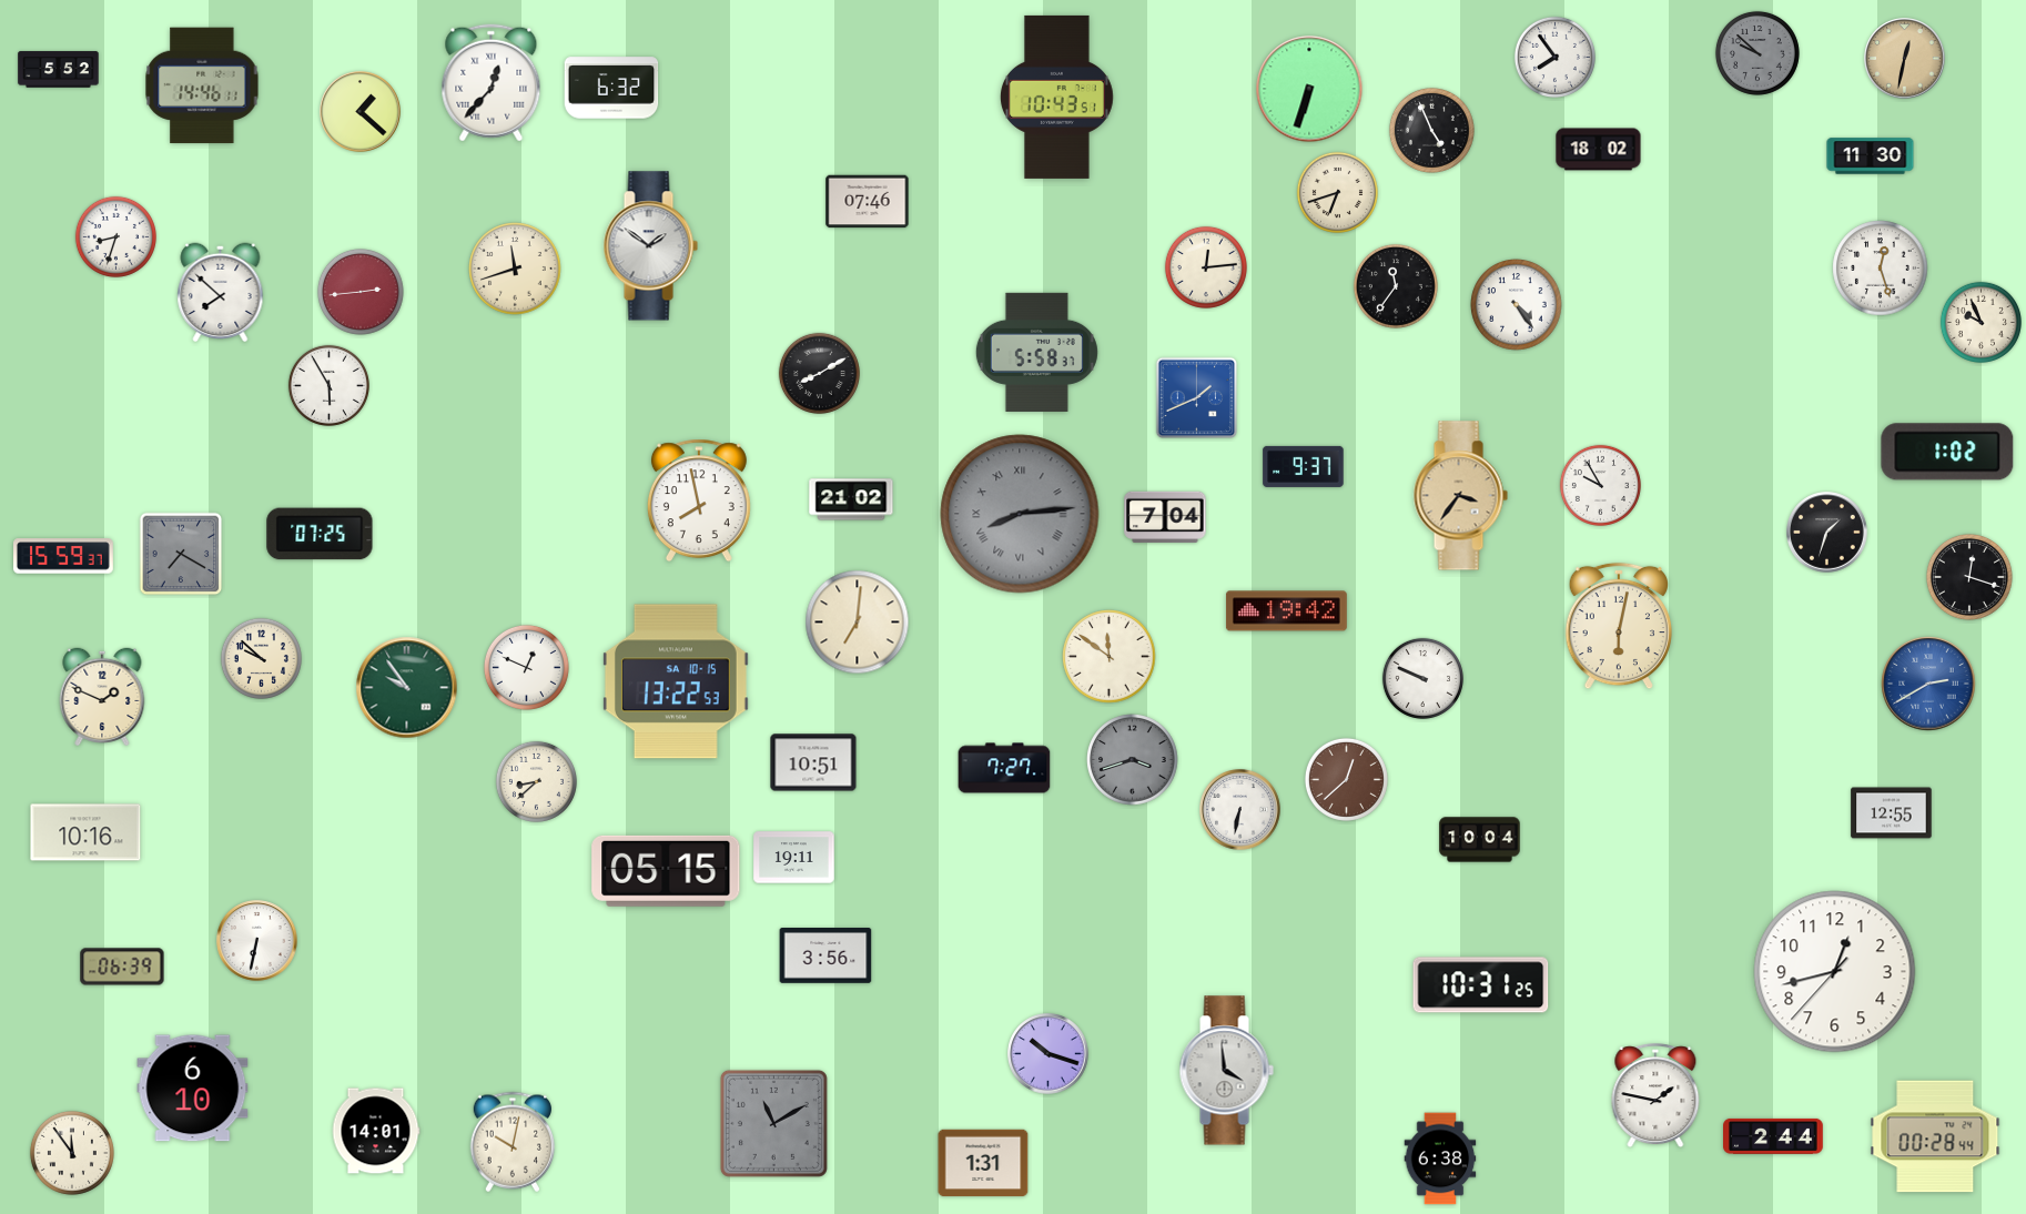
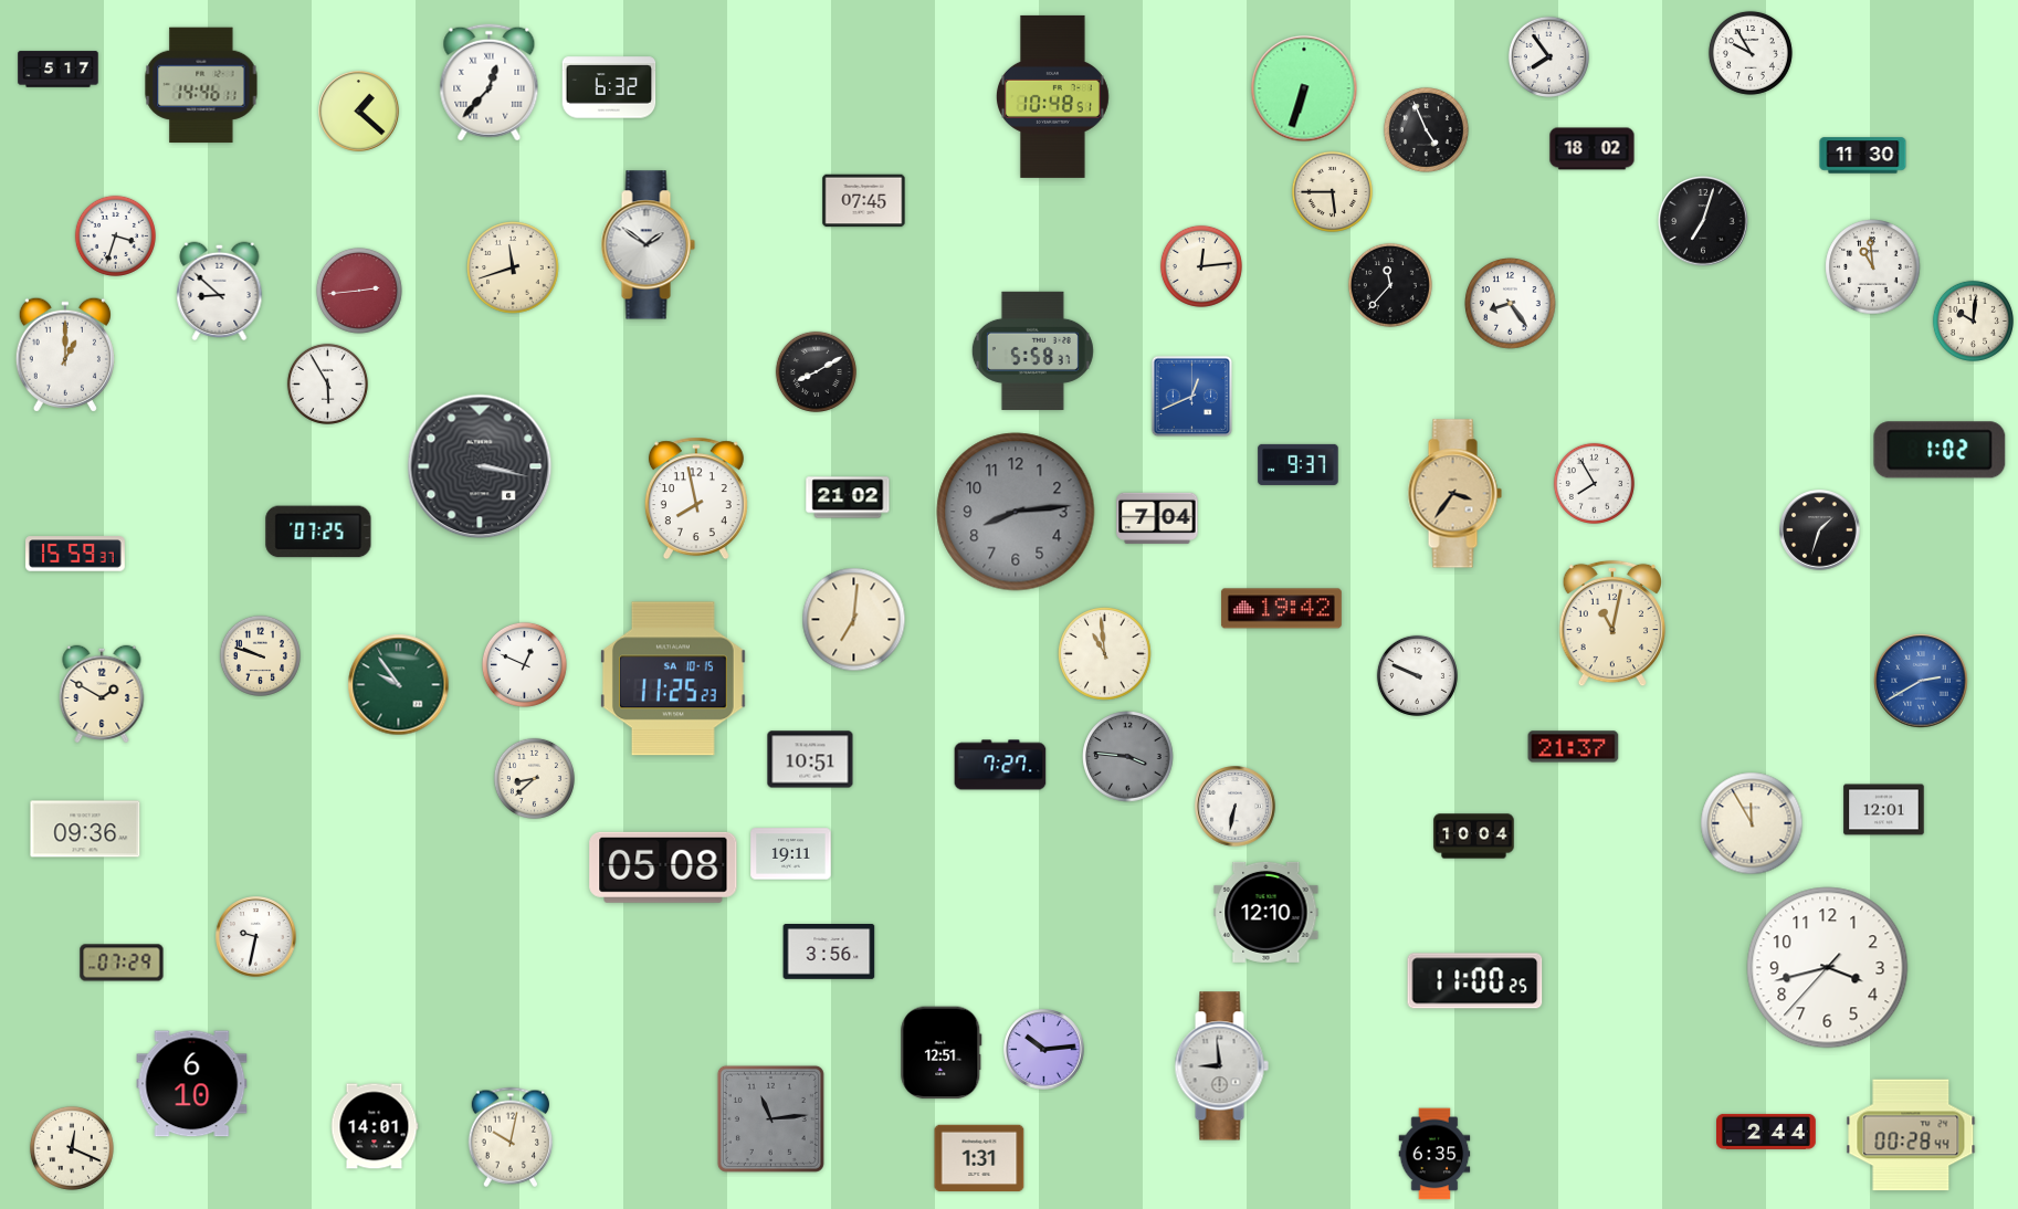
clock at (1757, 53): 9:52 -> 9:55
clock at (1757, 53) dial: grey -> white
clock at (1905, 59): 12:32 -> none
clock at (59, 70): 5:52 -> 5:17
clock at (1056, 97): 10:43 -> 10:48
clock at (1337, 192): 6:42 -> 5:45
clock at (868, 202): 07:46 -> 07:45
clock at (1703, 221): none -> 7:03
clock at (115, 236): 8:33 -> 3:33
clock at (1881, 269): 12:27 -> 10:59
clock at (1396, 286): 11:36 -> 11:37
clock at (221, 293): 7:52 -> 8:52
clock at (1517, 305): 4:24 -> 8:24
clock at (1981, 322): 9:56 -> 10:01
clock at (65, 355): none -> 1:00
clock at (1197, 398): 1:41 -> 12:41
clock at (480, 466): none -> 3:17
clock at (1600, 485): 9:55 -> 7:55
clock at (1020, 514) numerals: Roman -> Arabic
clock at (1165, 517) position: (1165, 517) -> (1157, 518)
clock at (181, 554): 7:20 -> none
clock at (64, 556) position: (64, 556) -> (76, 554)
clock at (1969, 577): 12:18 -> none
clock at (1618, 626): 6:02 -> 11:02
clock at (1110, 657): 11:51 -> 10:59
clock at (261, 658): 9:52 -> 9:48
clock at (676, 681): 13:22 -> 11:25
clock at (407, 688) position: (407, 688) -> (399, 685)
clock at (102, 696): 1:49 -> 1:50
clock at (1574, 747): none -> 21:37
clock at (1133, 760): 3:42 -> 3:46
clock at (1346, 779): 12:38 -> none
clock at (1892, 813): 12:55 -> 12:01
clock at (1752, 823): none -> 11:55
clock at (85, 832): 10:16 -> 09:36
clock at (666, 871): 05:15 -> 05:08
clock at (1266, 912): none -> 12:10
clock at (257, 941): 6:32 -> 9:32
clock at (825, 955) position: (825, 955) -> (829, 952)
clock at (122, 967): 06:39 -> 07:29
clock at (1835, 972): 12:42 -> 3:42
clock at (1481, 985): 10:31 -> 11:00
clock at (1049, 1054): 10:18 -> 10:14
clock at (942, 1053): none -> 12:51
clock at (1226, 1071): 3:59 -> 8:59
clock at (1655, 1096): 1:47 -> none
clock at (773, 1123): 11:10 -> 11:14
clock at (1935, 1136) position: (1935, 1136) -> (1911, 1135)
clock at (72, 1153): 11:54 -> 12:19
clock at (1440, 1159): 6:38 -> 6:35
